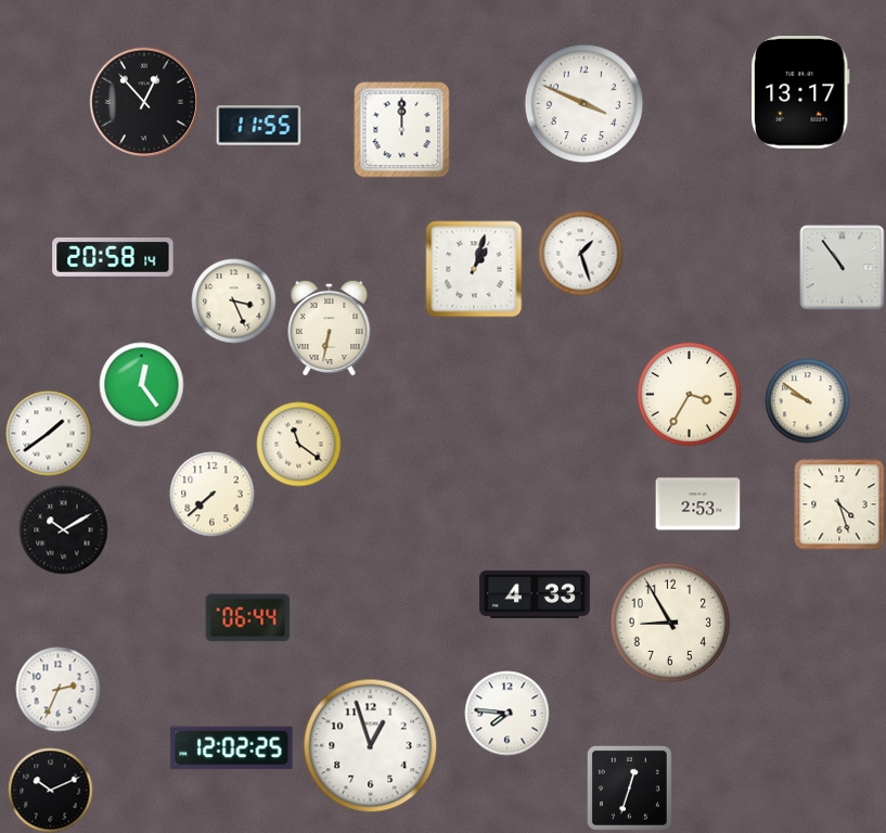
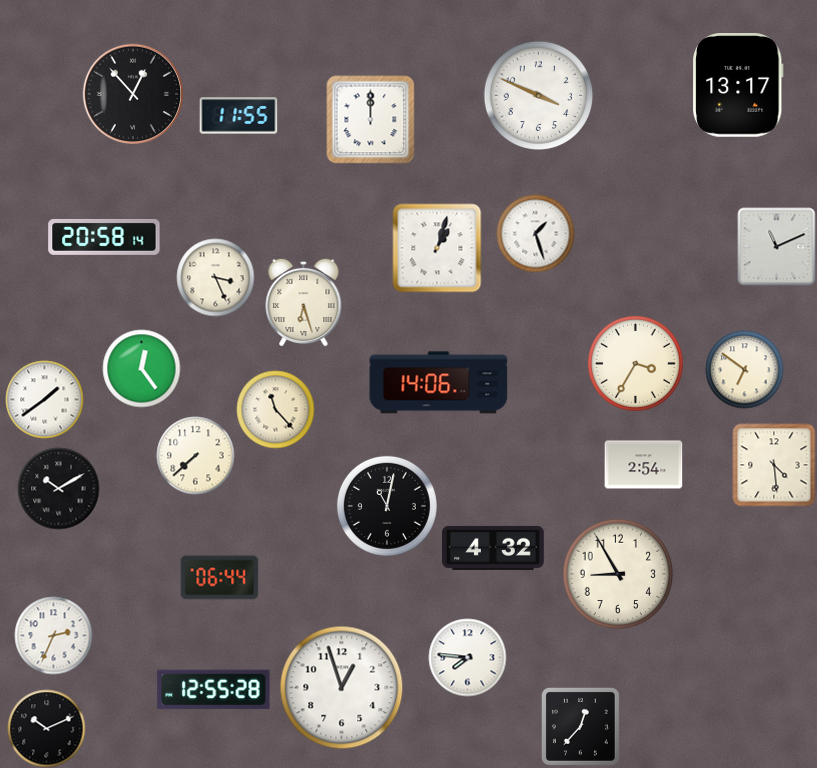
clock at (842, 267): 10:54 -> 11:11
clock at (330, 328): 6:32 -> 6:27
clock at (141, 384) position: (141, 384) -> (141, 368)
clock at (807, 400): 9:51 -> 6:51
clock at (439, 383): none -> 14:06
clock at (298, 444): 11:21 -> 11:23
clock at (697, 504): 2:53 -> 2:54
clock at (839, 504): 4:27 -> 4:29
clock at (387, 506): none -> 11:02
clock at (535, 594): 4:33 -> 4:32
clock at (247, 618) position: (247, 618) -> (219, 578)
clock at (232, 748): 12:02 -> 12:55
clock at (629, 787): 12:33 -> 12:37
